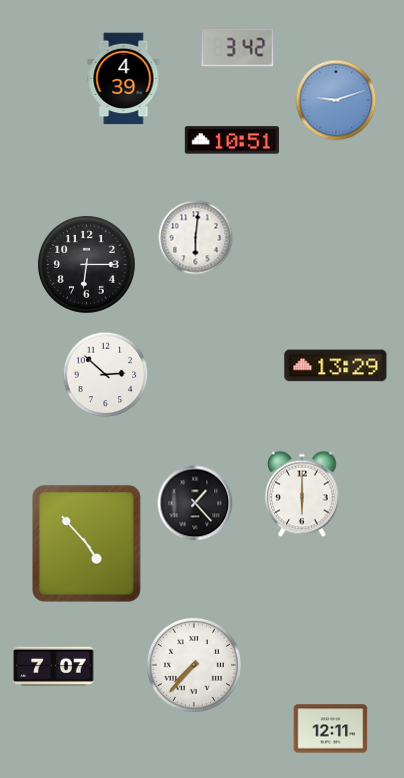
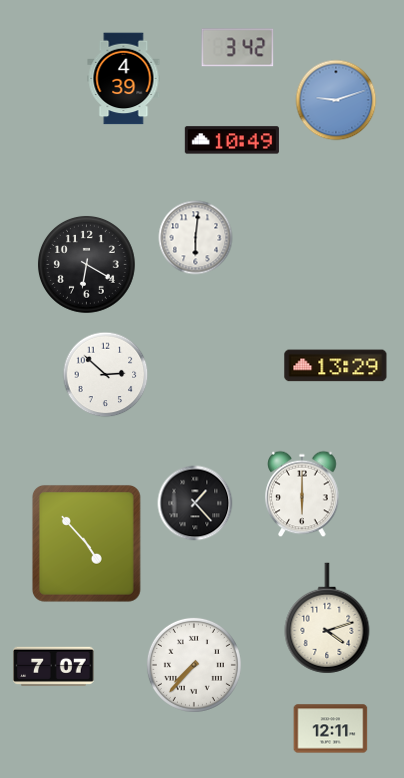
clock at (232, 140): 10:51 -> 10:49
clock at (86, 264): 6:15 -> 6:20
clock at (327, 618): none -> 4:12
